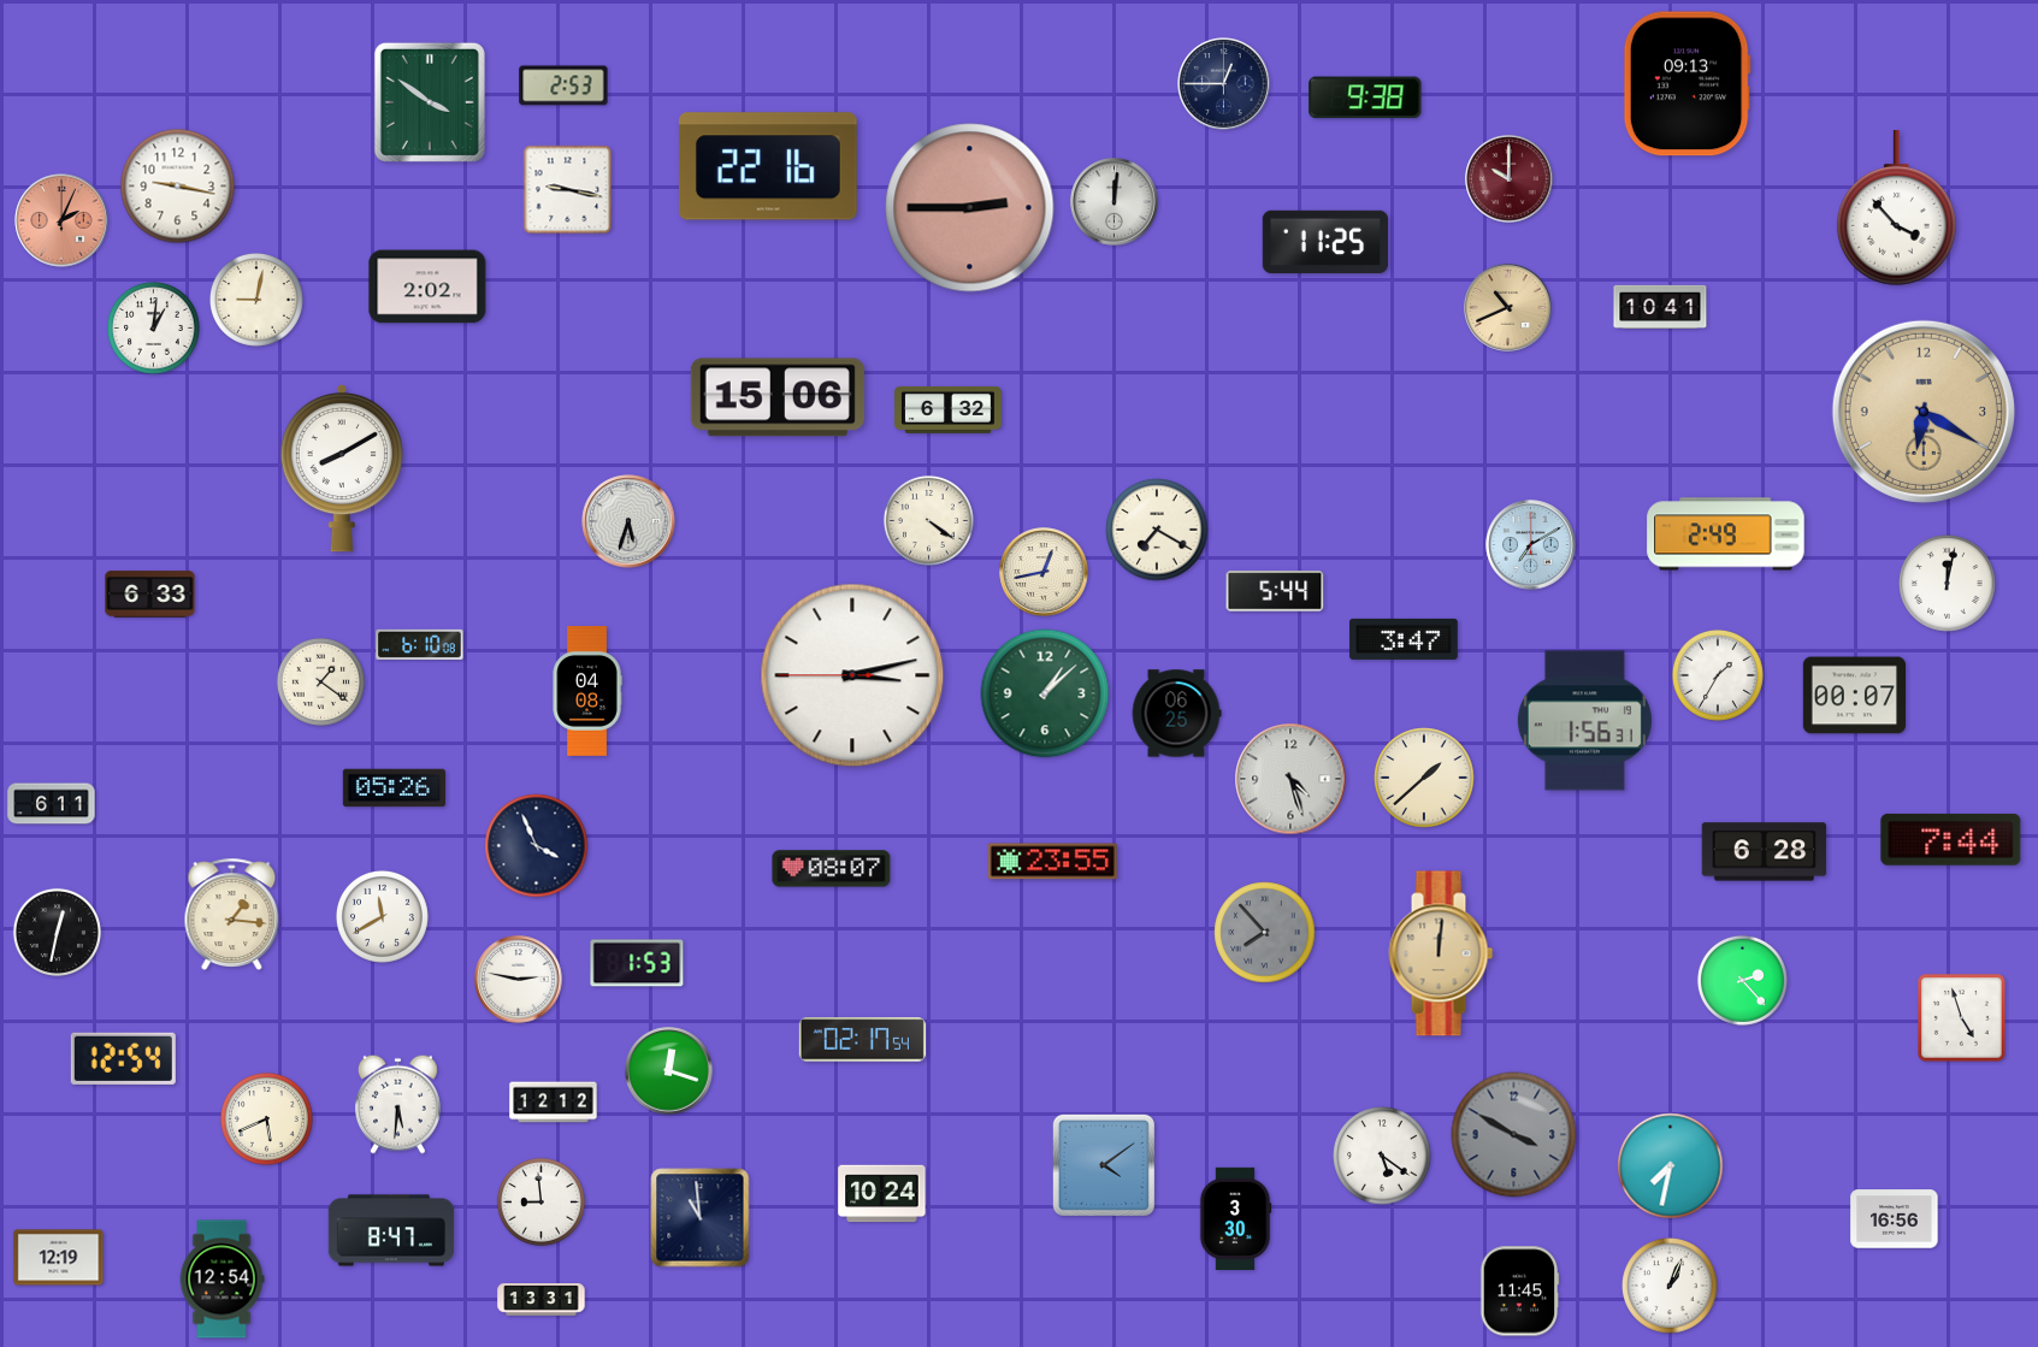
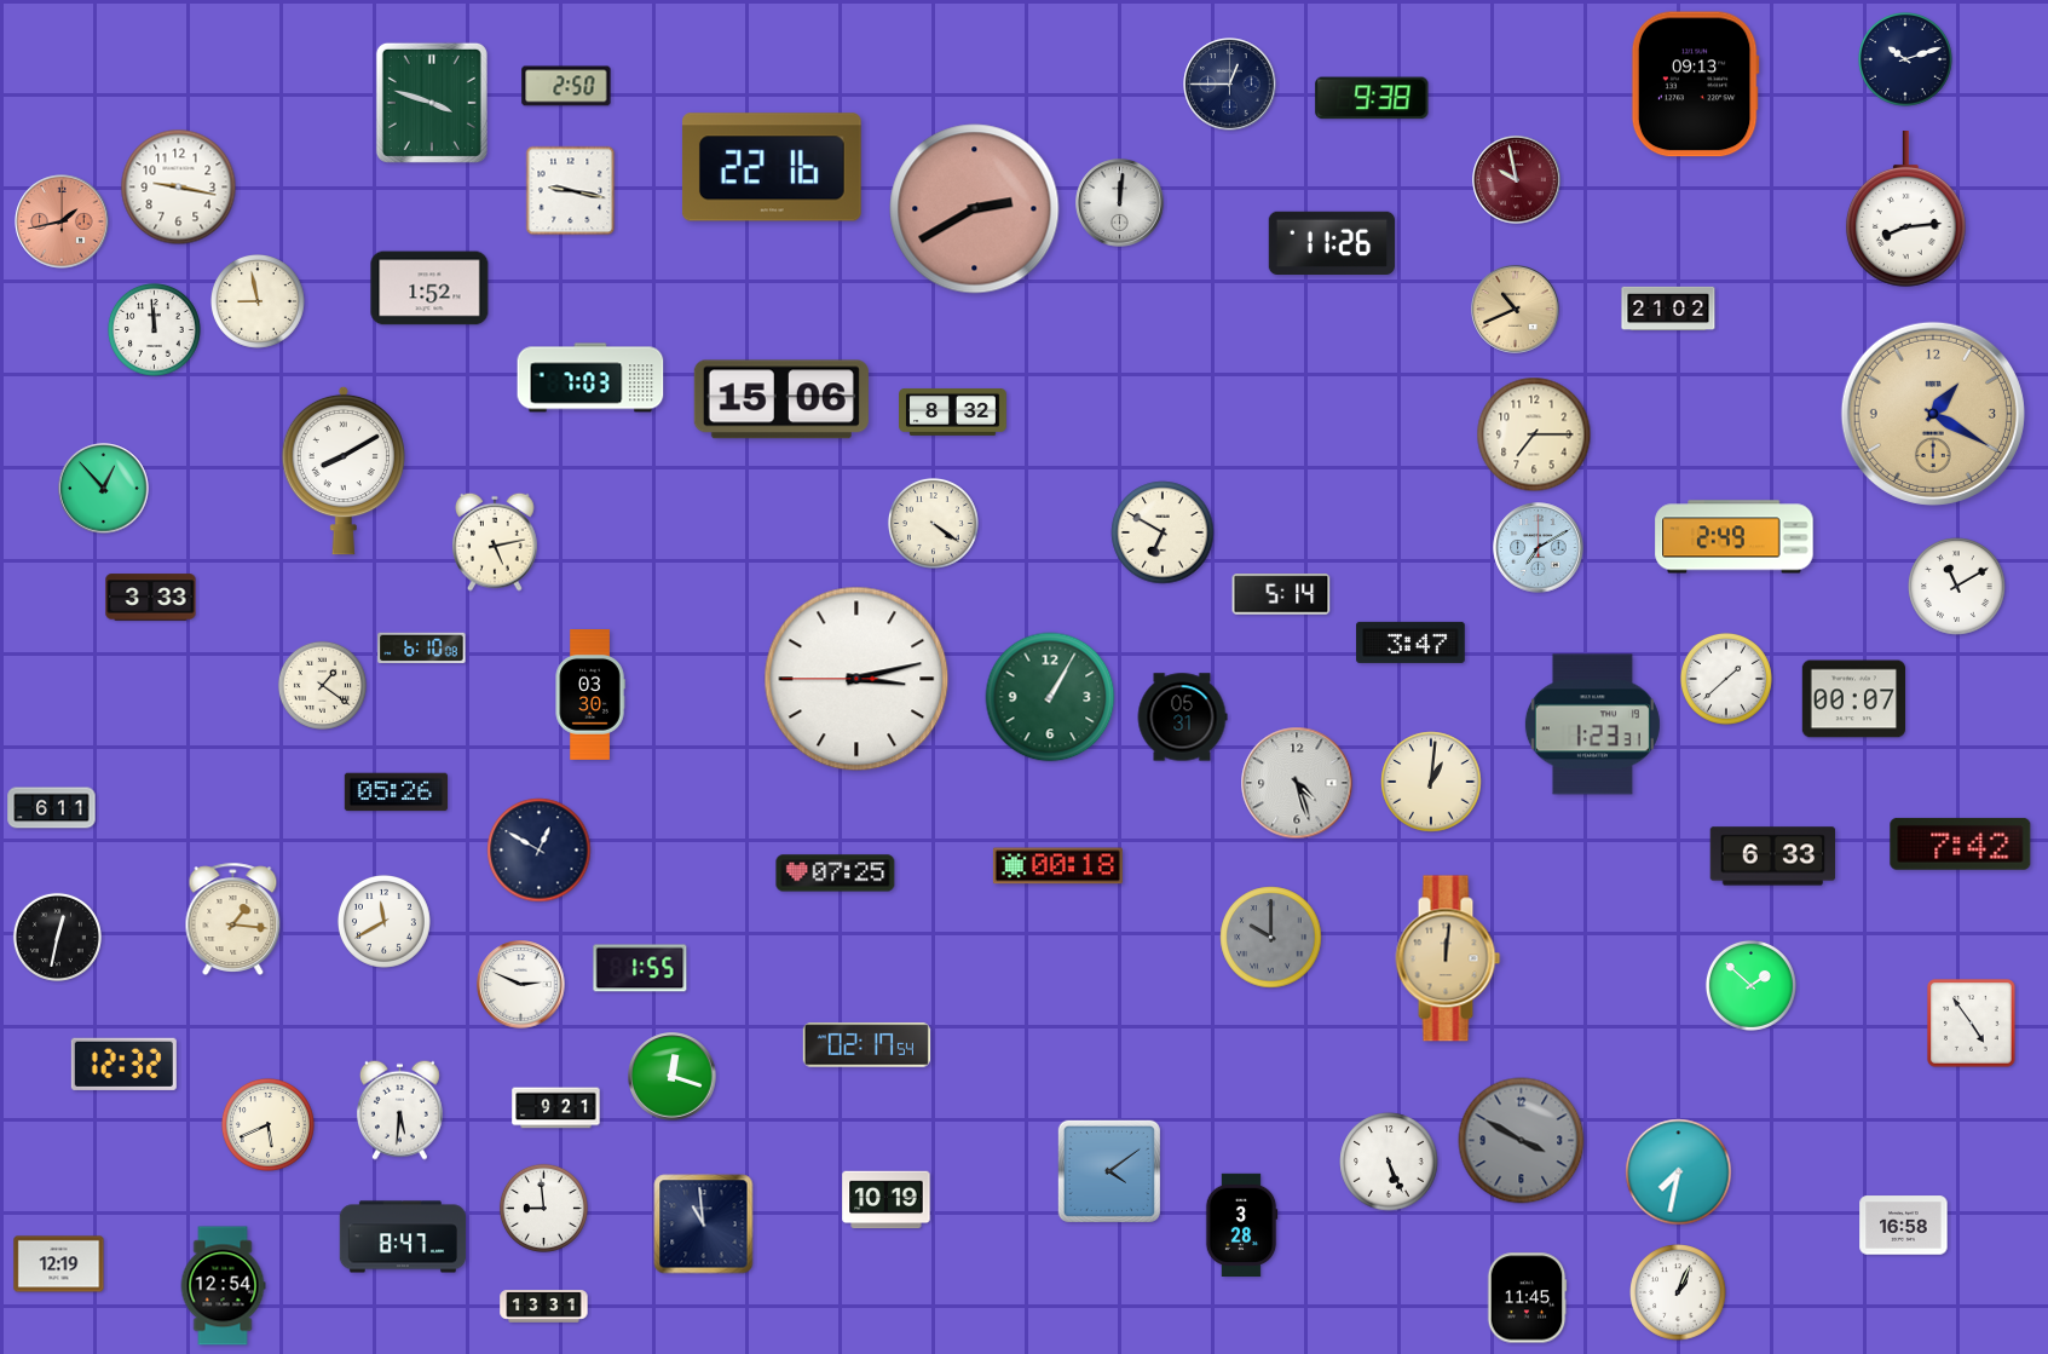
clock at (1906, 61): none -> 10:12
clock at (563, 85): 2:53 -> 2:50
clock at (430, 102): 3:51 -> 3:48
clock at (1510, 179): 10:00 -> 9:58
clock at (970, 208): 2:45 -> 2:40
clock at (1896, 208): 3:53 -> 8:14
clock at (61, 220): 2:04 -> 1:43
clock at (1324, 241): 11:25 -> 11:26
clock at (427, 286): 2:02 -> 1:52
clock at (258, 301): 9:02 -> 8:58
clock at (1660, 307): 10:41 -> 21:02
clock at (153, 327): 1:01 -> 11:59
clock at (590, 378): none -> 7:03
clock at (949, 409): 6:32 -> 8:32
clock at (1924, 412): 6:20 -> 1:20
clock at (1534, 434): none -> 7:15
clock at (104, 489): none -> 12:53
clock at (628, 521): 5:33 -> none
clock at (1157, 530): 7:20 -> 6:50
clock at (495, 542): none -> 5:13
clock at (1044, 572): 12:43 -> none
clock at (1948, 584): 12:02 -> 11:10
clock at (1275, 591): 5:44 -> 5:14
clock at (150, 595): 6:33 -> 3:33
clock at (1718, 675): 1:35 -> 1:38
clock at (587, 692): 04:08 -> 03:30
clock at (1045, 693): 1:08 -> 1:05
clock at (1854, 696) position: (1854, 696) -> (1853, 699)
clock at (1176, 714): 06:25 -> 05:31
clock at (1584, 721): 1:56 -> 1:23
clock at (1424, 778): 1:38 -> 1:01
clock at (1951, 839): 7:44 -> 7:42
clock at (537, 846): 3:56 -> 12:50
clock at (1765, 852): 6:28 -> 6:33
clock at (1052, 862): 23:55 -> 00:18
clock at (832, 869): 08:07 -> 07:25
clock at (1265, 933): 7:53 -> 10:00
clock at (637, 963): 1:53 -> 1:55
clock at (519, 980): 2:47 -> 2:49
clock at (1742, 980): 2:23 -> 1:52
clock at (1962, 1018): 4:57 -> 4:54
clock at (123, 1058): 12:54 -> 12:32
clock at (554, 1103): 12:12 -> 9:21
clock at (1382, 1156): 5:21 -> 5:26
clock at (882, 1194): 10:24 -> 10:19
clock at (1235, 1218): 3:30 -> 3:28
clock at (1895, 1219): 16:56 -> 16:58
clock at (391, 1230) position: (391, 1230) -> (403, 1237)
